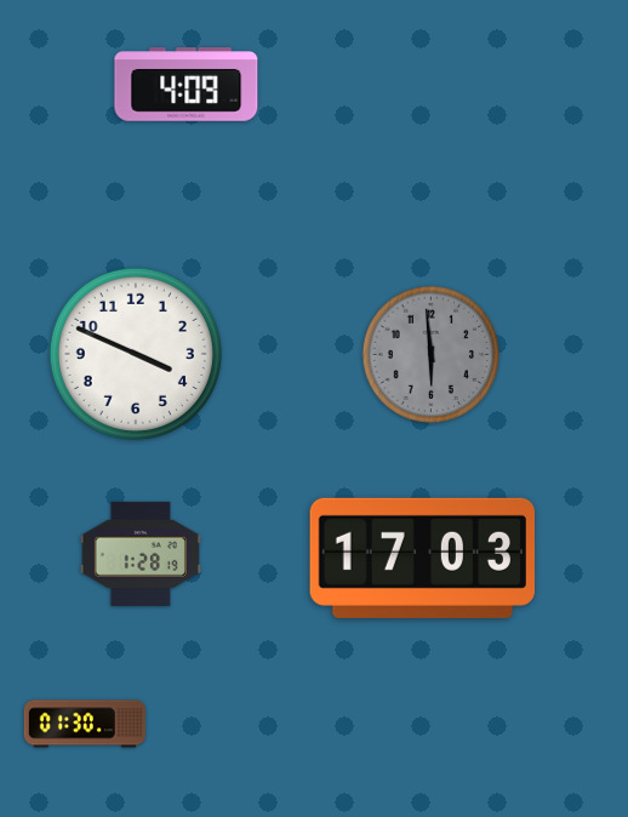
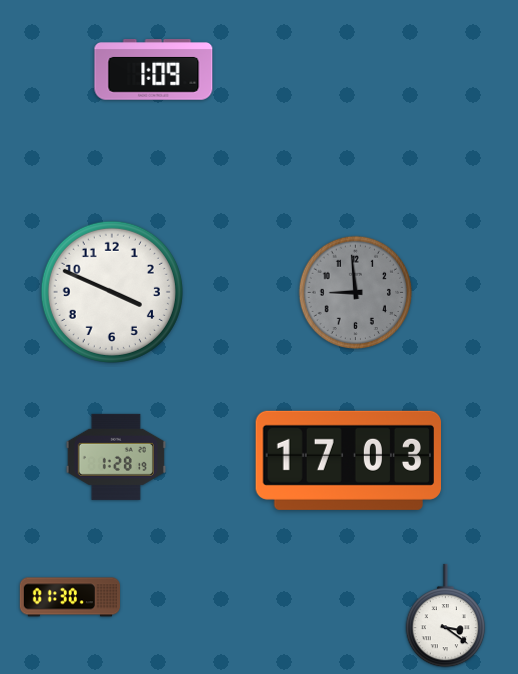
clock at (187, 85): 4:09 -> 1:09
clock at (432, 355): 5:59 -> 8:59
clock at (446, 616): none -> 3:21
